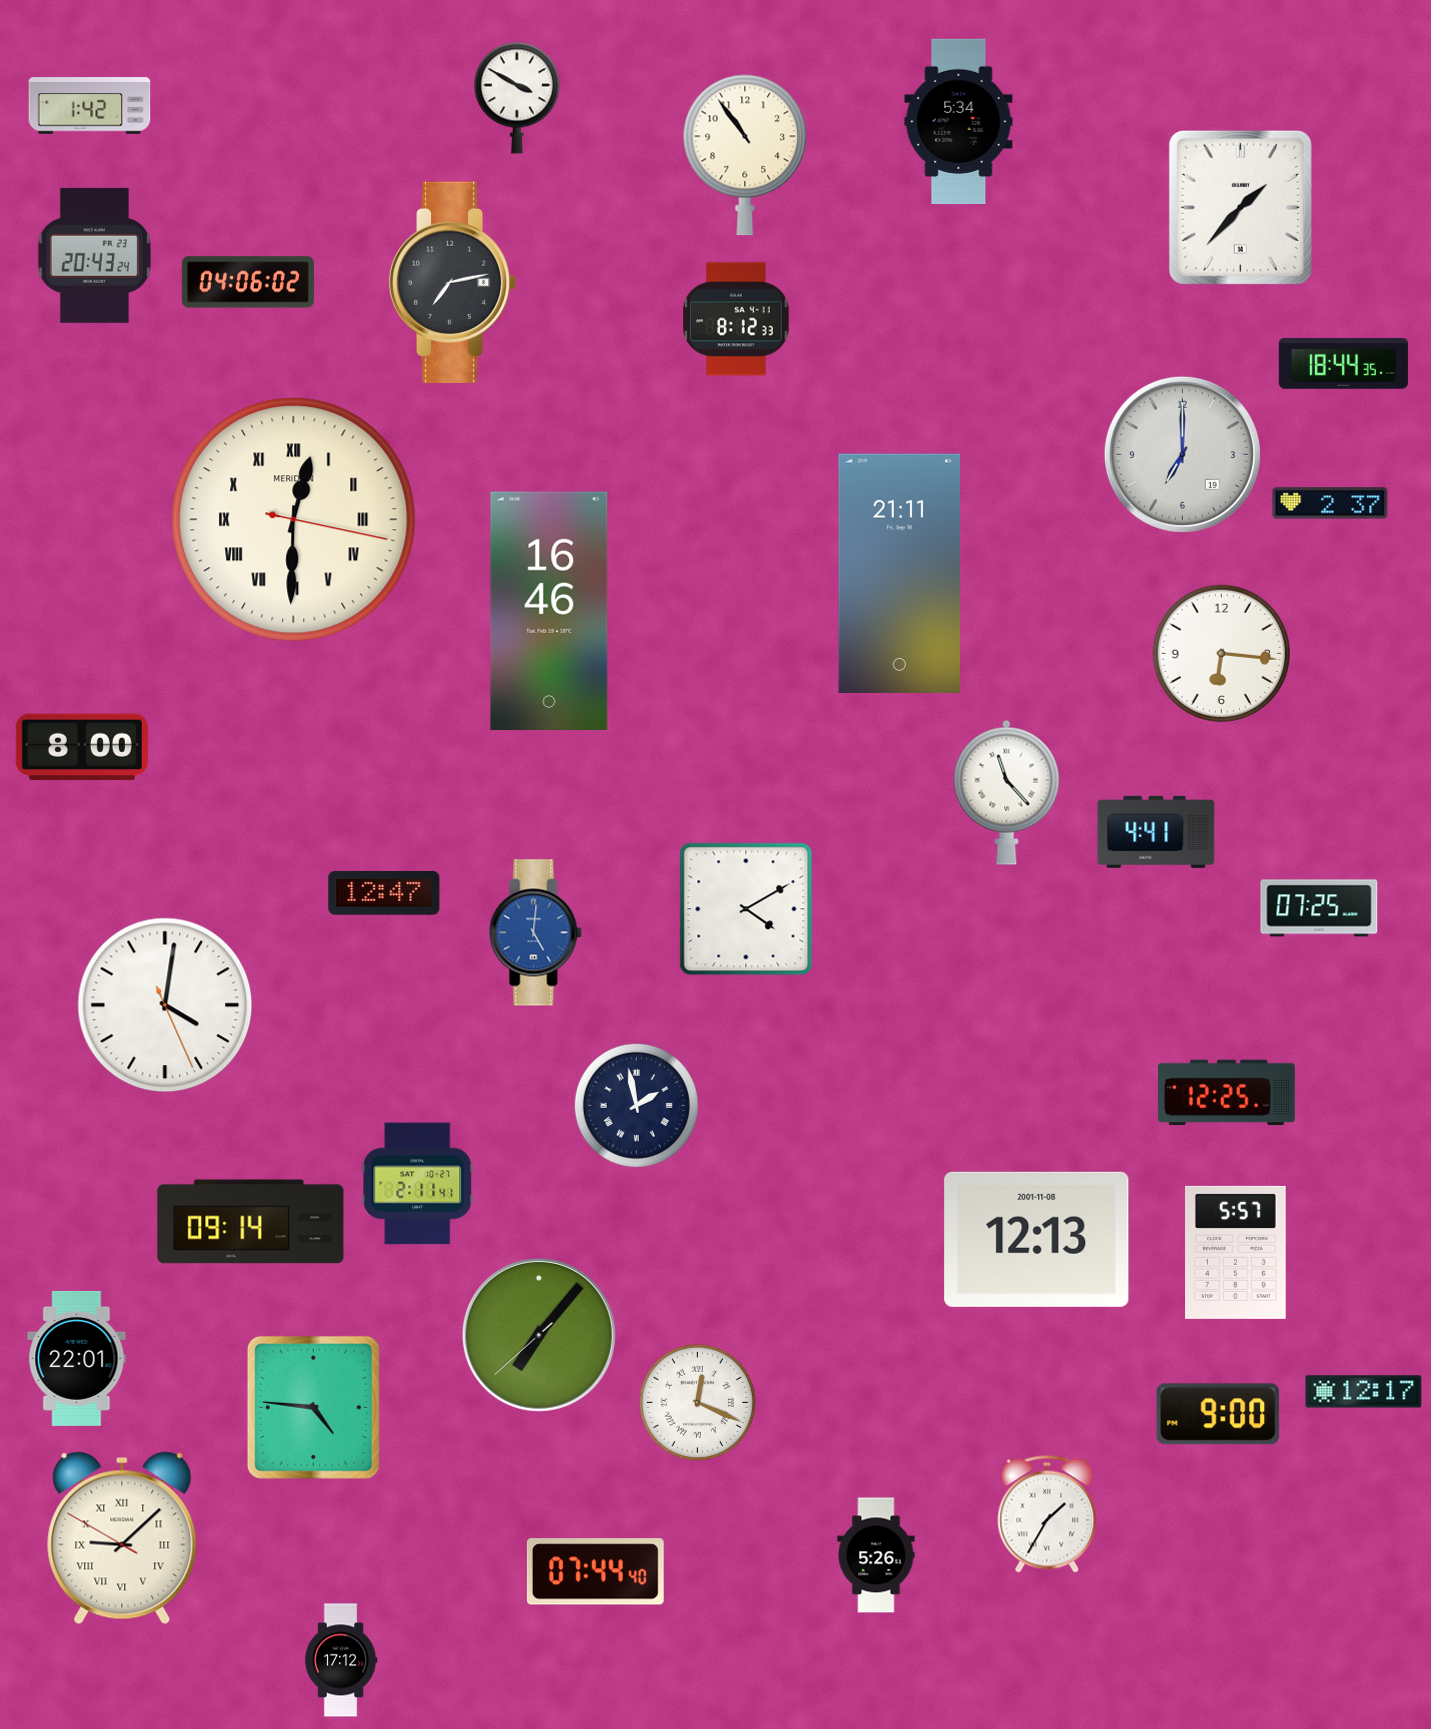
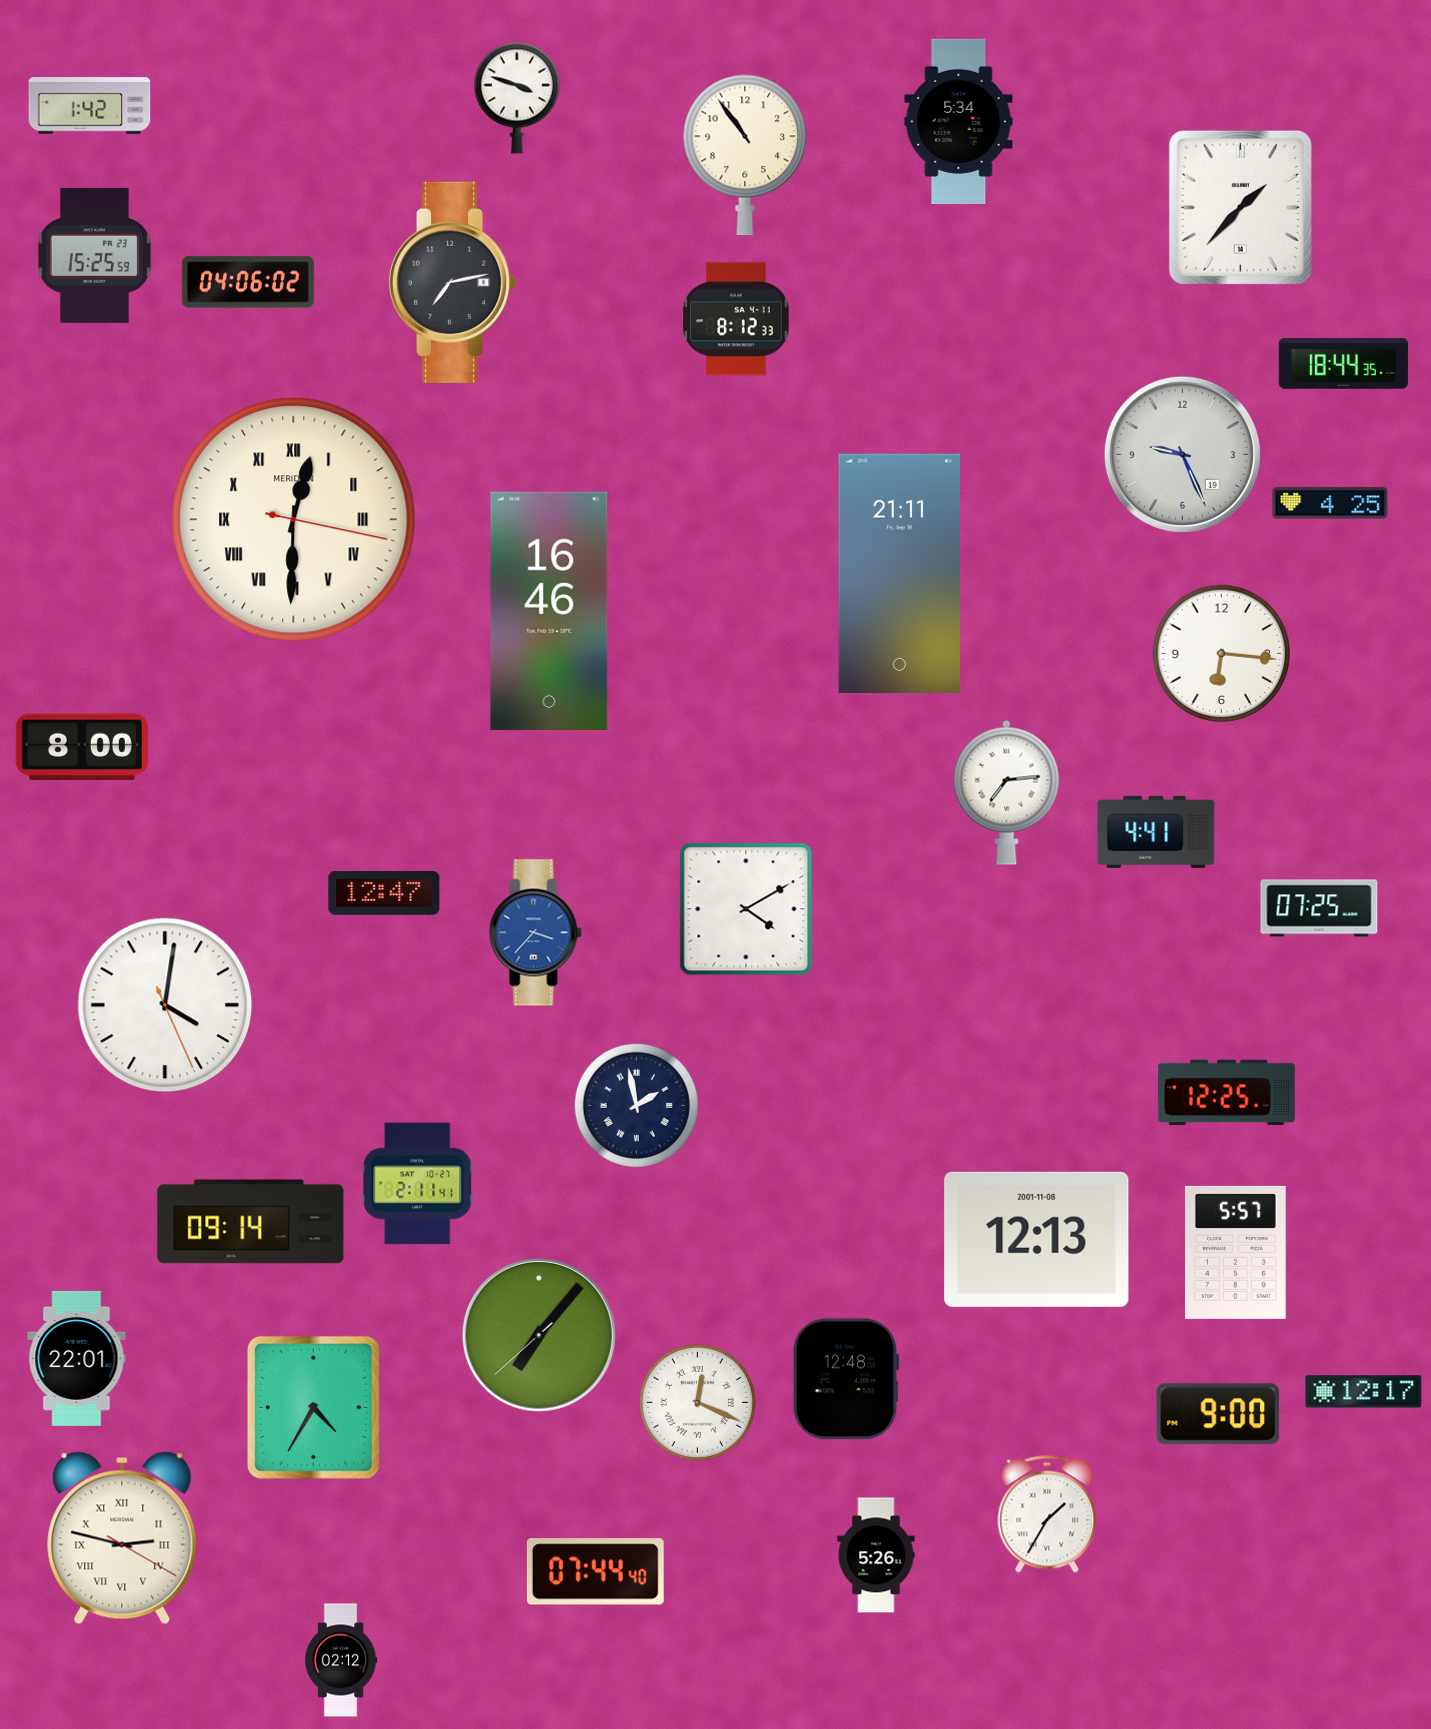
clock at (517, 98): 3:50 -> 3:48
clock at (94, 255): 20:43 -> 15:25
clock at (1182, 454): 7:00 -> 9:26
clock at (1330, 503): 2:37 -> 4:25
clock at (1007, 792): 11:23 -> 7:14
clock at (536, 933): 5:01 -> 3:37
clock at (846, 1379): none -> 12:48
clock at (313, 1407): 4:46 -> 4:35
clock at (122, 1538): 9:07 -> 2:47
clock at (341, 1660): 17:12 -> 02:12
